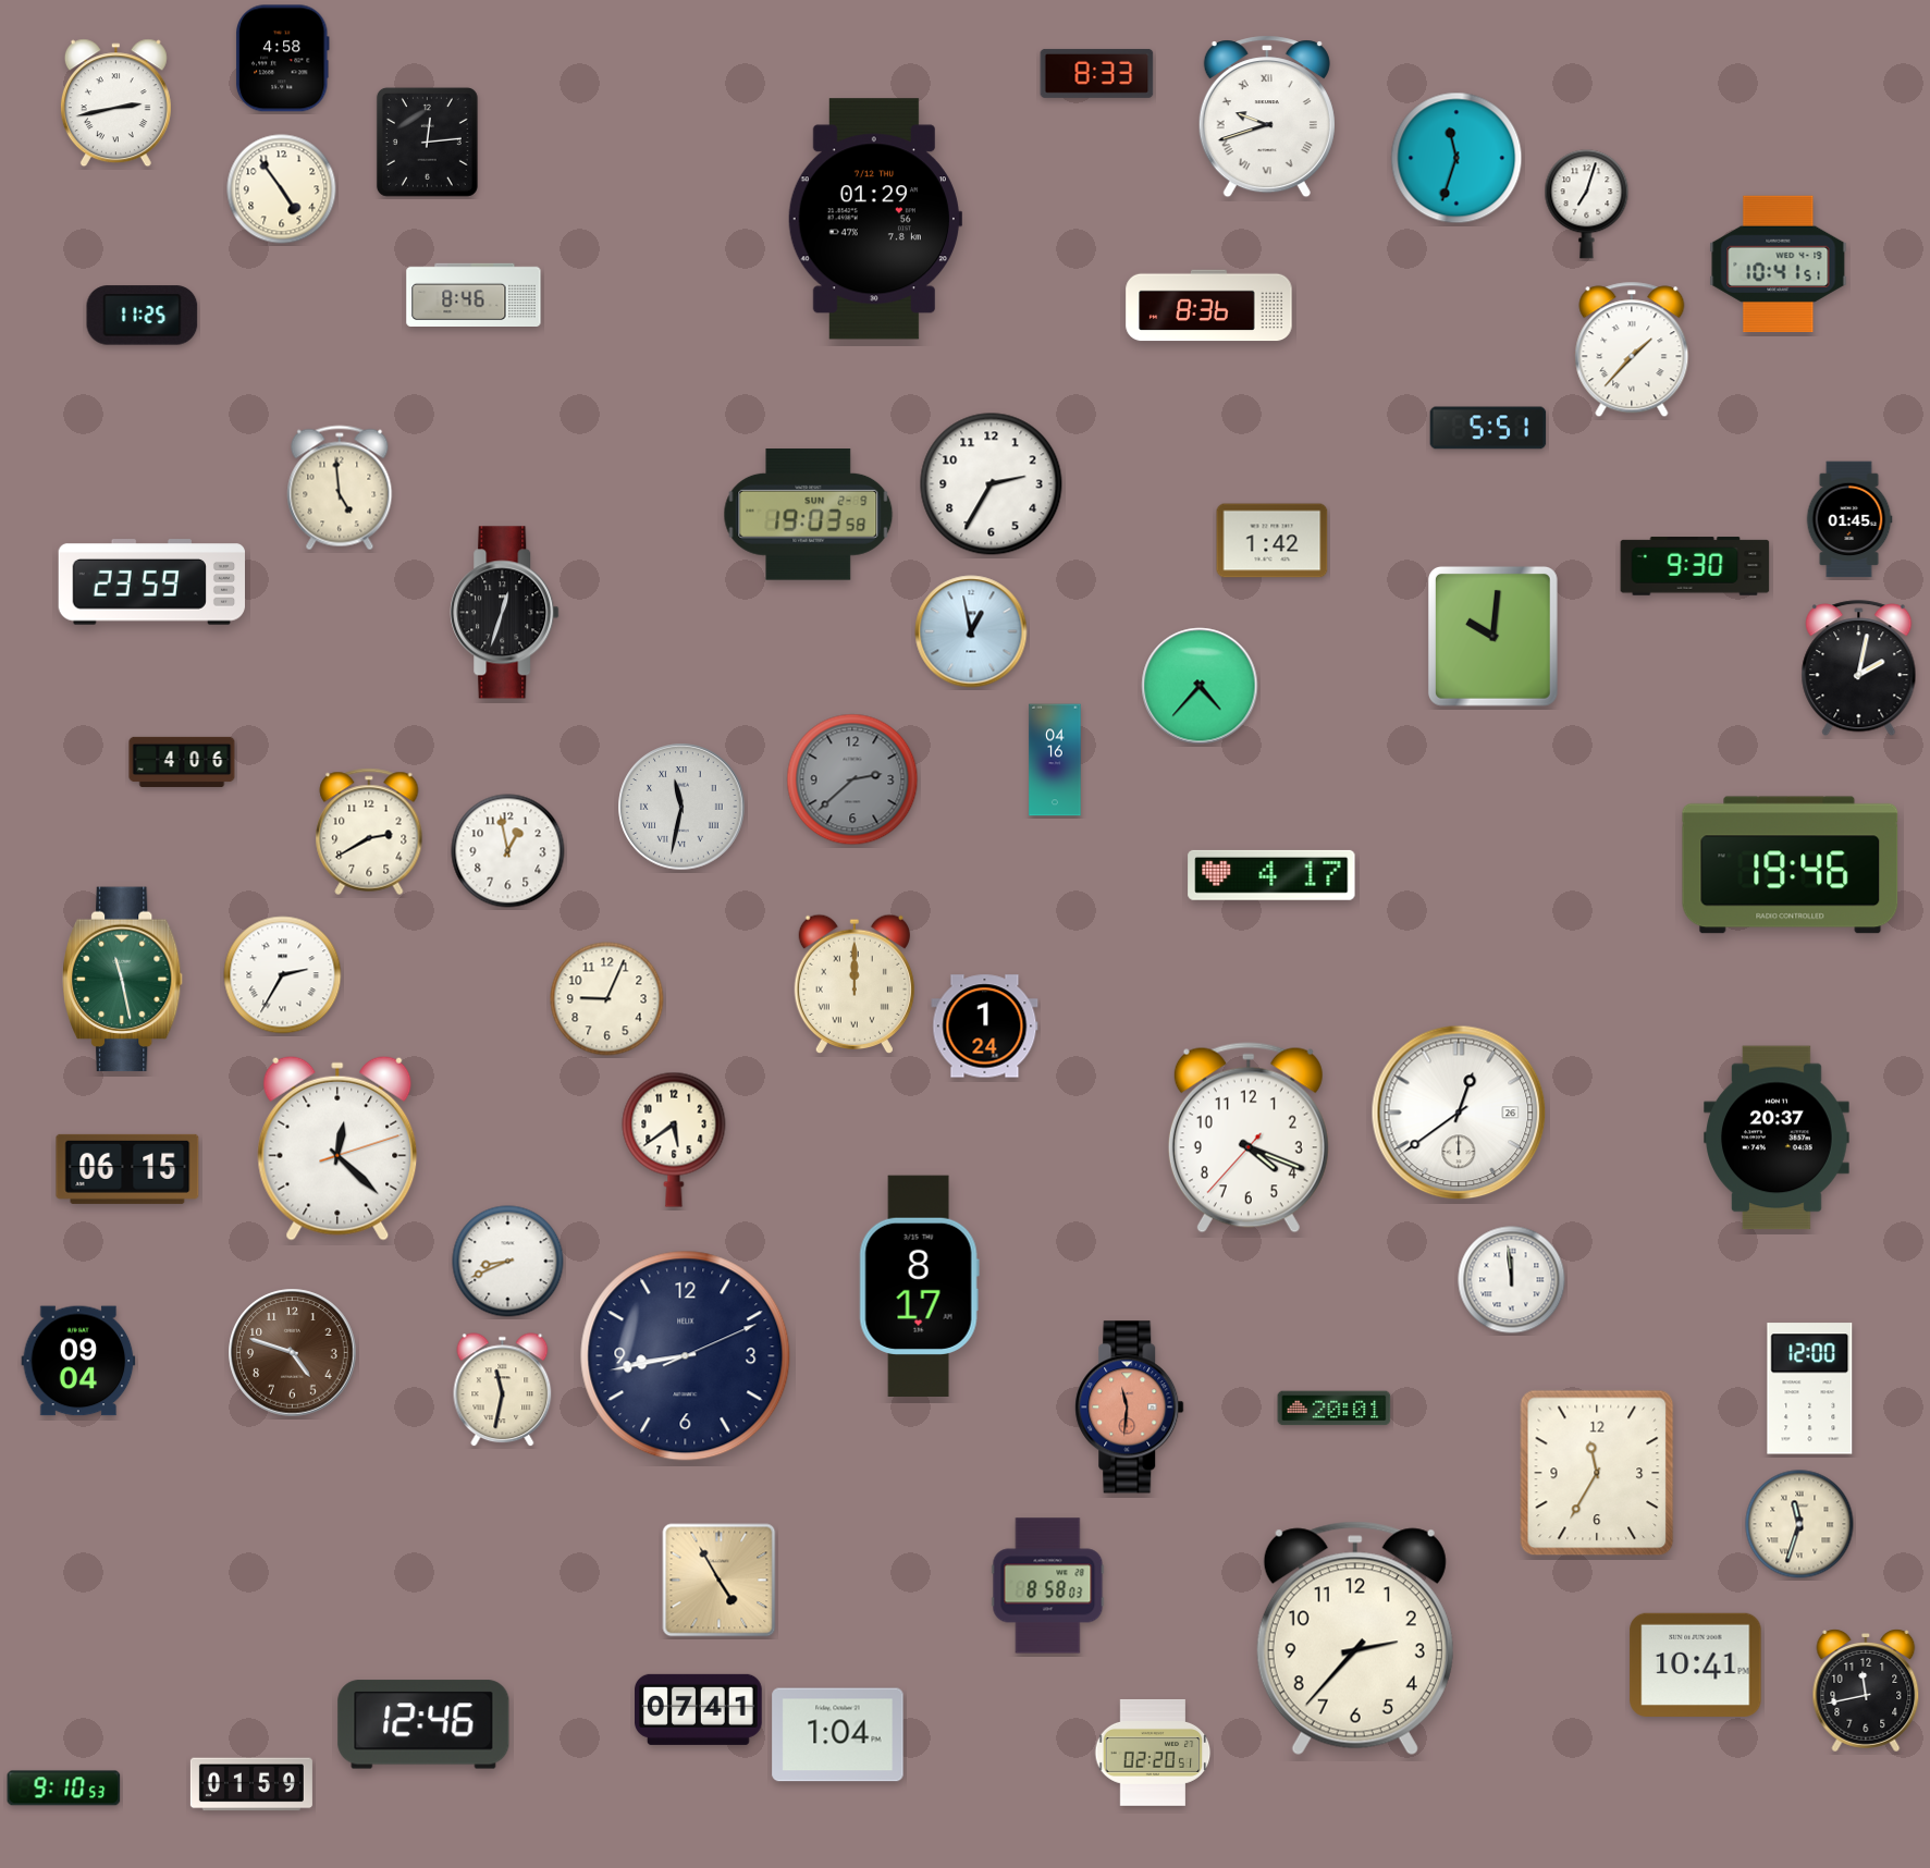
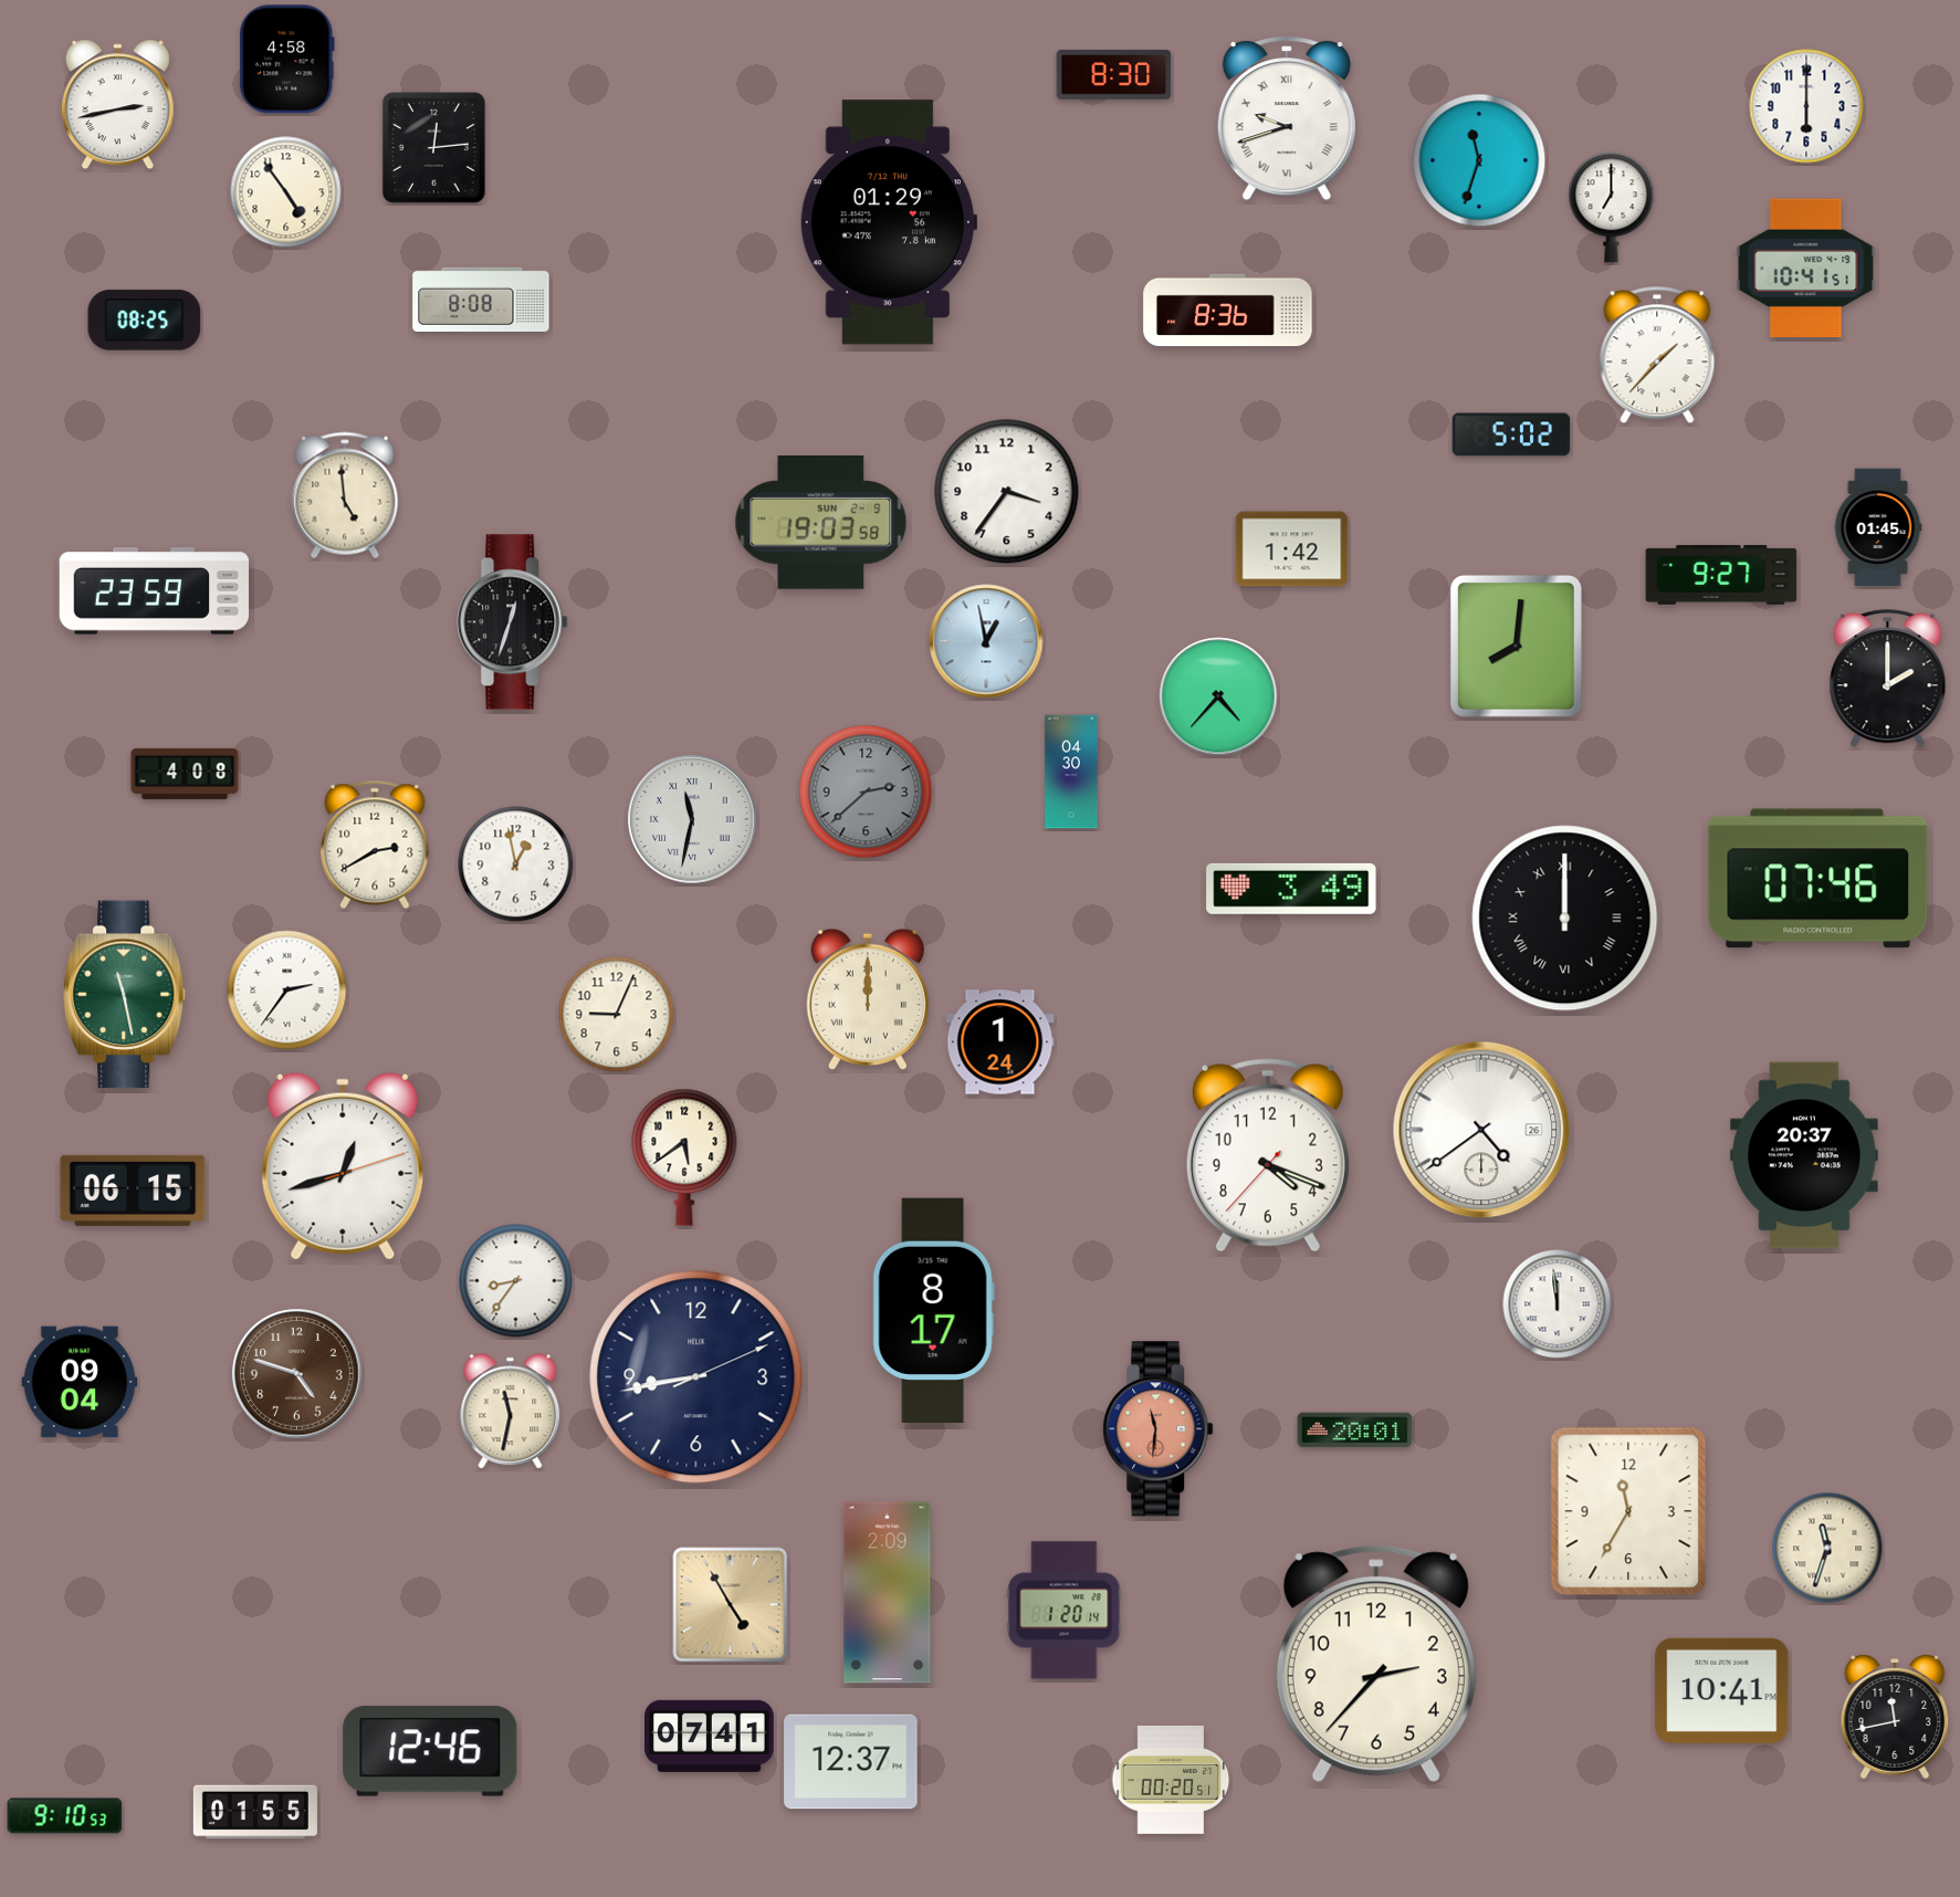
clock at (1097, 73): 8:33 -> 8:30
clock at (1806, 106): none -> 6:00
clock at (427, 142) position: (427, 142) -> (433, 147)
clock at (1587, 205): 7:03 -> 7:00
clock at (474, 294): 8:46 -> 8:08
clock at (143, 316): 11:25 -> 08:25
clock at (1488, 428): 5:51 -> 5:02
clock at (992, 484): 2:35 -> 3:36
clock at (1695, 566): 9:30 -> 9:27
clock at (1492, 636): 10:01 -> 8:01
clock at (1859, 668): 2:02 -> 2:00
clock at (1055, 760): 04:16 -> 04:30
clock at (182, 761): 4:06 -> 4:08
clock at (1791, 865): 19:46 -> 07:46
clock at (1271, 875): 4:17 -> 3:49
clock at (1565, 919): none -> 12:00
clock at (283, 975): 2:35 -> 2:36
clock at (1459, 1113): 12:39 -> 4:39
clock at (337, 1148): 12:22 -> 12:42
clock at (127, 1169) position: (127, 1169) -> (133, 1191)
clock at (508, 1262): 8:41 -> 8:36
clock at (1512, 1280) position: (1512, 1280) -> (1558, 1304)
clock at (919, 1286) position: (919, 1286) -> (933, 1310)
clock at (1810, 1389): 12:00 -> none
clock at (1130, 1408) position: (1130, 1408) -> (1159, 1429)
clock at (1597, 1473) position: (1597, 1473) -> (1628, 1511)
clock at (888, 1593): none -> 2:09
clock at (1048, 1586): 8:58 -> 1:20
clock at (838, 1735): 1:04 -> 12:37
clock at (1153, 1753): 02:20 -> 00:20
clock at (251, 1784): 01:59 -> 01:55
